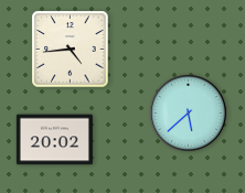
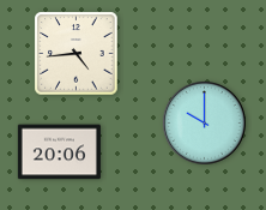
clock at (188, 112): 5:38 -> 10:00
clock at (54, 140): 20:02 -> 20:06
